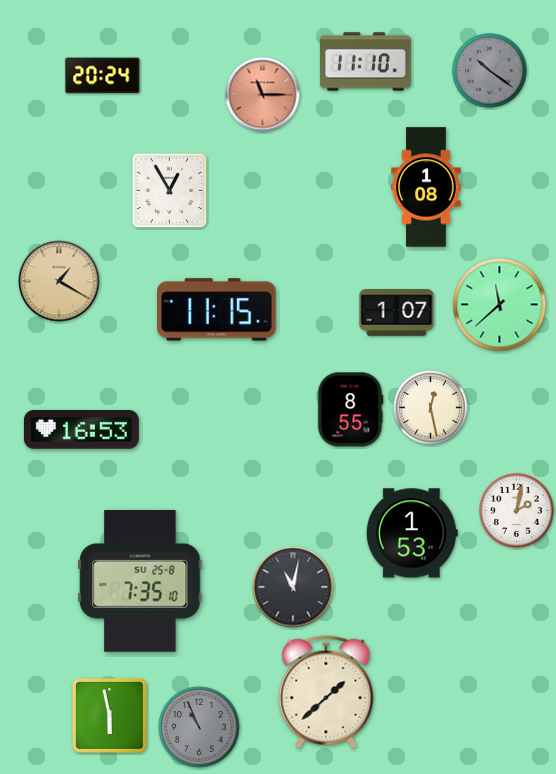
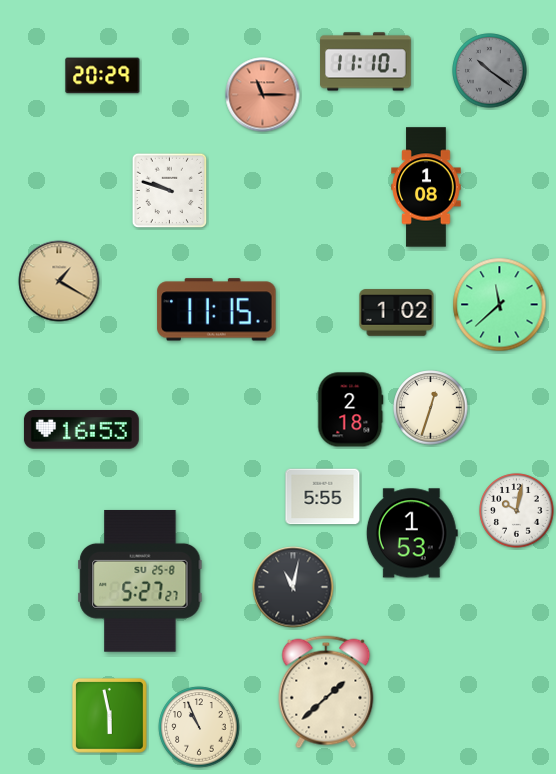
clock at (103, 76): 20:24 -> 20:29
clock at (170, 191): 12:55 -> 9:48
clock at (397, 313): 1:07 -> 1:02
clock at (431, 408): 12:28 -> 12:33
clock at (351, 410): 8:55 -> 2:18
clock at (323, 497): none -> 5:55
clock at (517, 511): 2:02 -> 10:02
clock at (140, 581): 7:35 -> 5:27
clock at (199, 727) dial: grey -> cream
